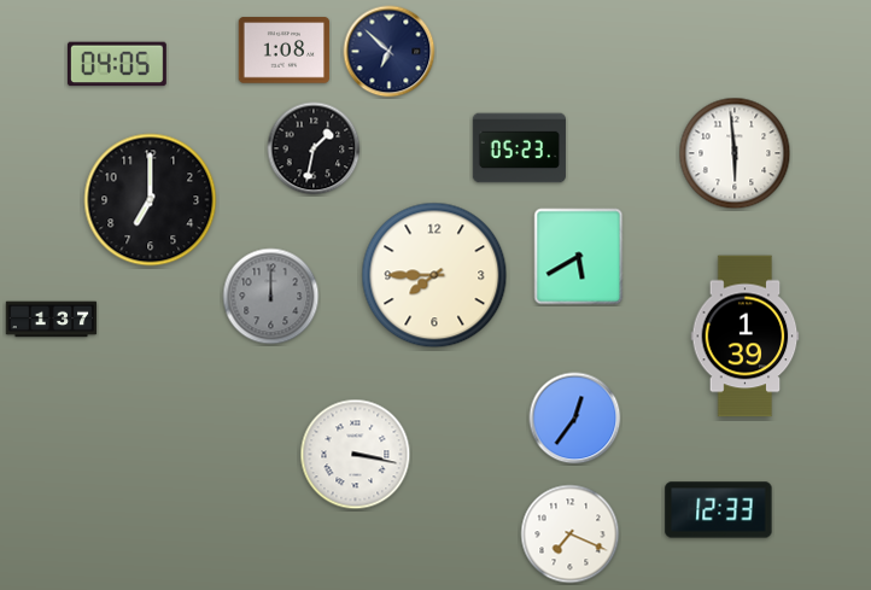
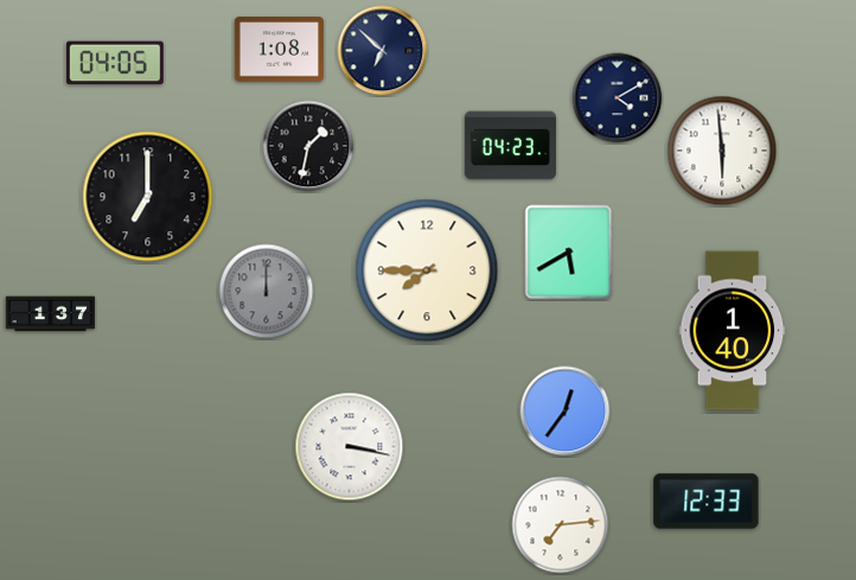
clock at (618, 98): none -> 4:10
clock at (519, 148): 05:23 -> 04:23
clock at (746, 337): 1:39 -> 1:40
clock at (571, 534): 7:19 -> 7:14
